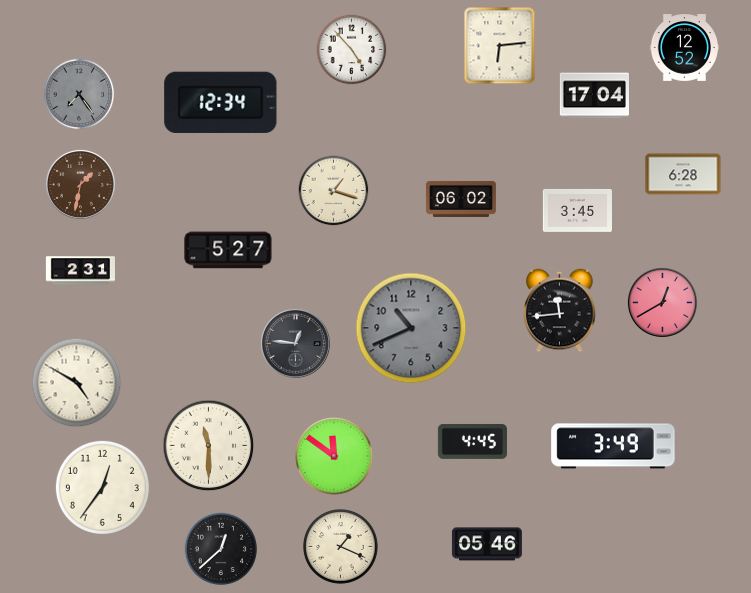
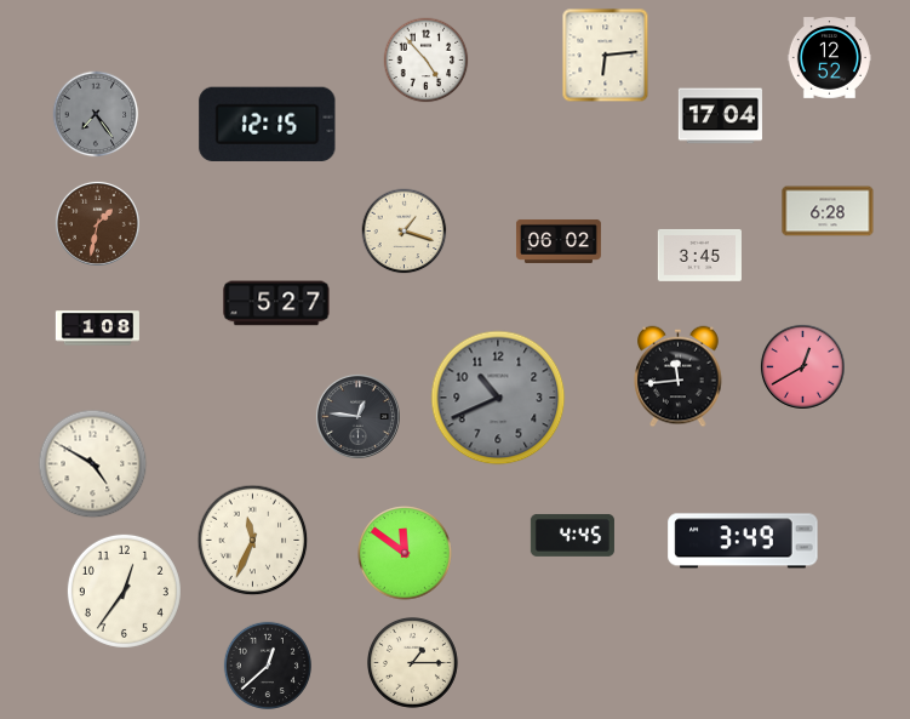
clock at (221, 102): 12:34 -> 12:15
clock at (80, 271): 2:31 -> 1:08
clock at (209, 446): 11:30 -> 11:34
clock at (487, 544): 05:46 -> none
clock at (340, 546): 1:19 -> 1:15
